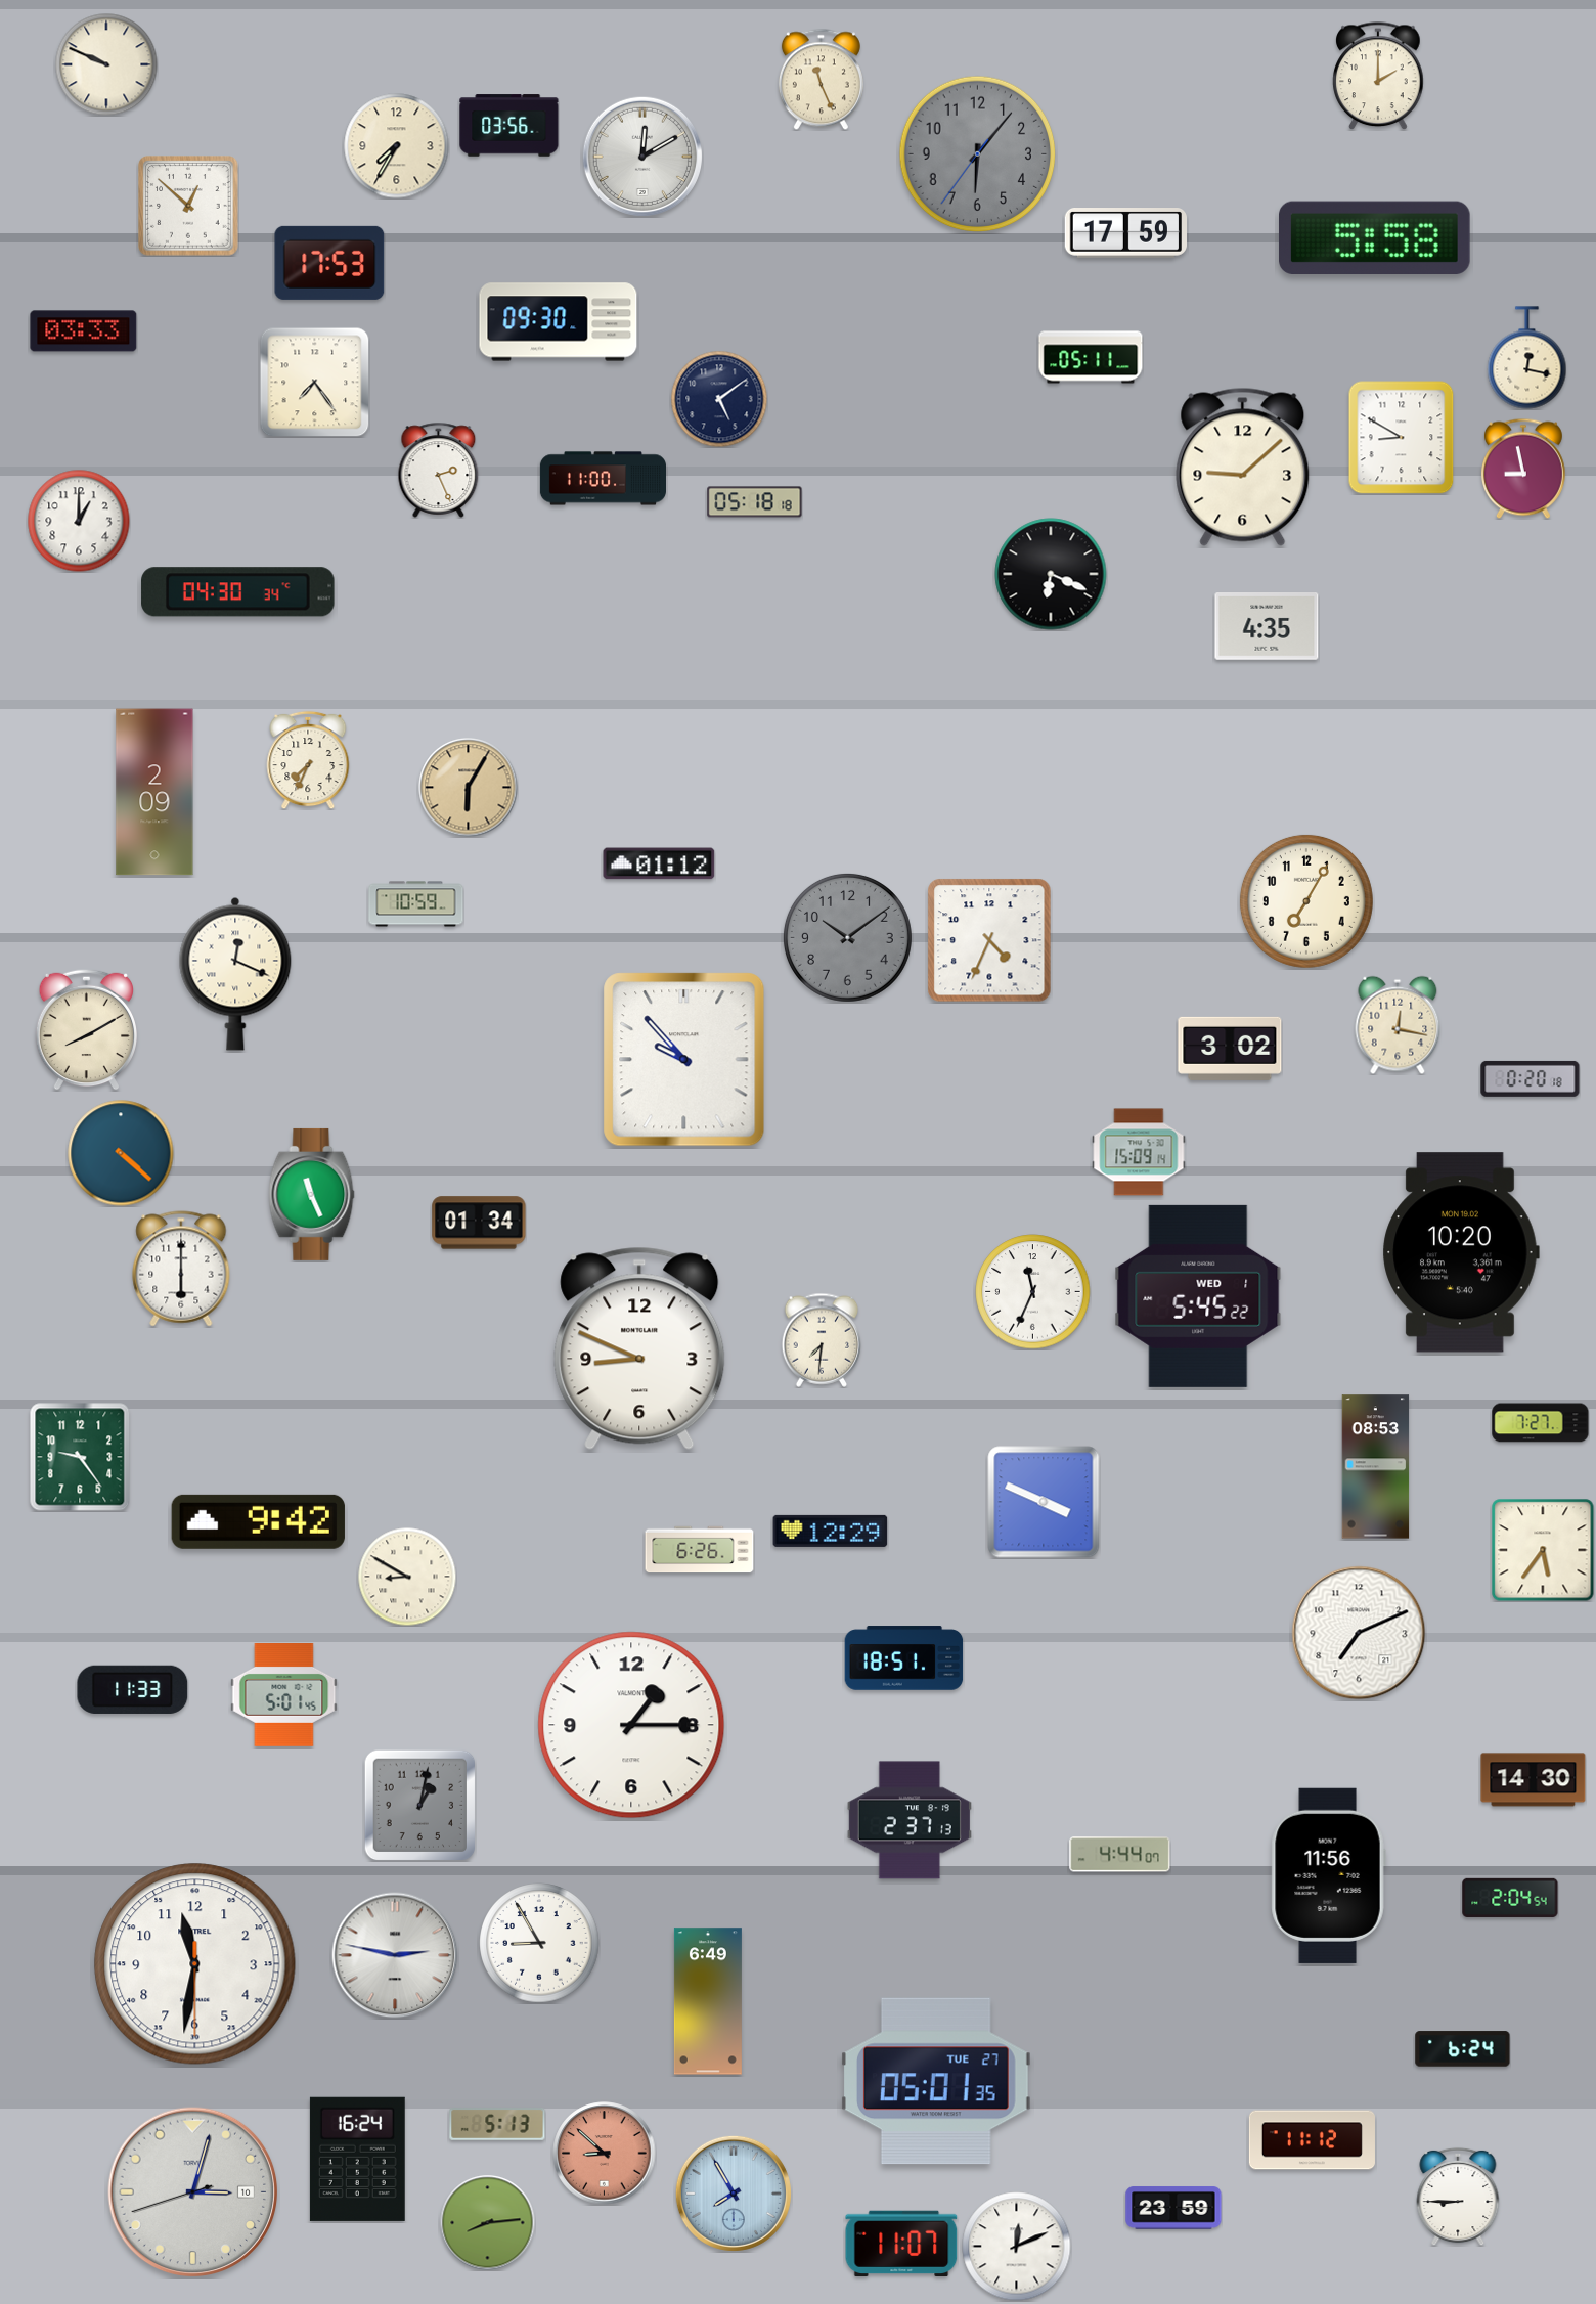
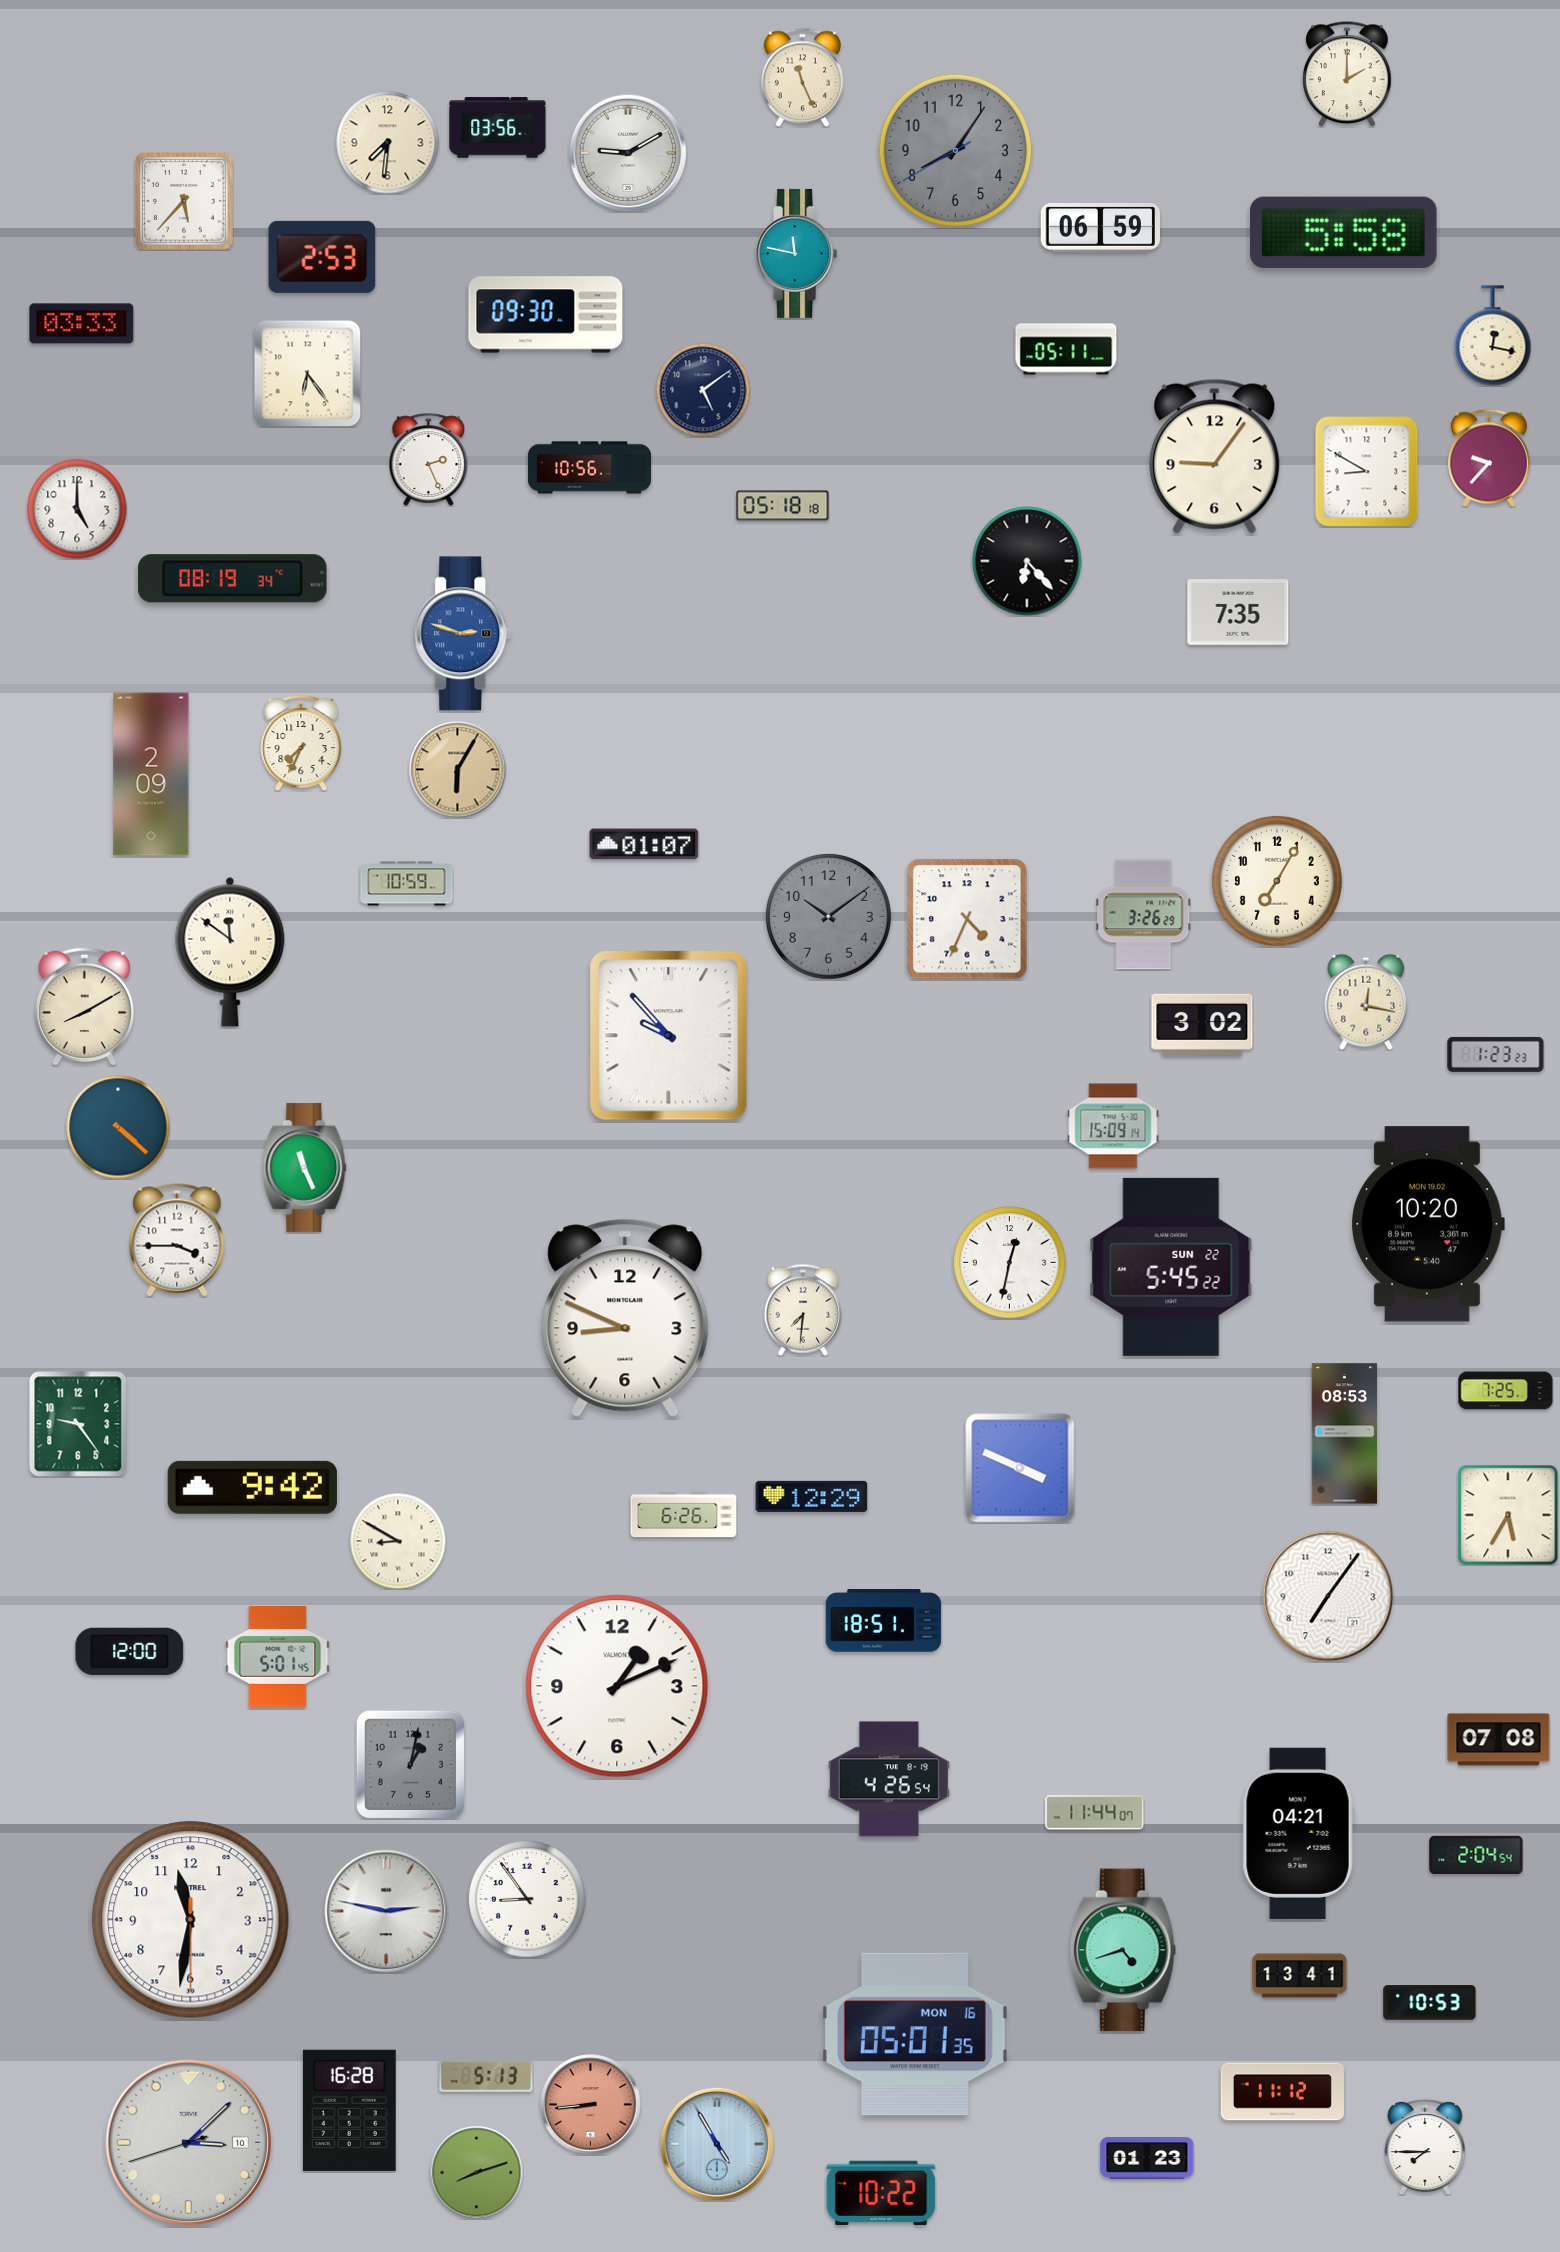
clock at (106, 64): 9:49 -> none
clock at (509, 126) position: (509, 126) -> (498, 128)
clock at (397, 146): 7:35 -> 7:31
clock at (978, 154): 6:06 -> 8:05
clock at (641, 156): 12:10 -> 9:10
clock at (188, 206): 12:52 -> 5:37
clock at (1126, 233): 17:59 -> 06:59
clock at (797, 253): none -> 11:47
clock at (329, 263): 17:53 -> 2:53
clock at (1527, 358) position: (1527, 358) -> (1493, 336)
clock at (314, 382): 7:24 -> 6:24
clock at (1402, 438) position: (1402, 438) -> (1367, 472)
clock at (1243, 467): 9:08 -> 9:06
clock at (1523, 469): 8:58 -> 9:37
clock at (603, 479): 11:00 -> 10:56
clock at (755, 502) position: (755, 502) -> (783, 506)
clock at (79, 521): 1:00 -> 5:00
clock at (1051, 574): 6:19 -> 6:23
clock at (238, 592): 04:30 -> 08:19
clock at (1267, 627): 4:35 -> 7:35
clock at (463, 634): none -> 2:48
clock at (659, 863): 01:12 -> 01:07
clock at (1144, 915): none -> 3:26
clock at (235, 974): 12:19 -> 11:51
clock at (1531, 1078): 0:20 -> 1:23
clock at (479, 1223): 01:34 -> none
clock at (181, 1269): 6:00 -> 3:45
clock at (1033, 1292): 11:34 -> 12:32
clock at (1198, 1296) date: WED 1 -> SUN 22
clock at (1541, 1423): 7:27 -> 7:25
clock at (1543, 1550): 5:36 -> 5:35
clock at (1359, 1633): 7:11 -> 7:06
clock at (133, 1689): 11:33 -> 12:00
clock at (631, 1725): 1:15 -> 1:11
clock at (1534, 1780): 14:30 -> 07:08
clock at (910, 1820): 2:37 -> 4:26
clock at (1120, 1855): 4:44 -> 11:44
clock at (1328, 1875): 11:56 -> 04:21
clock at (539, 1943): 8:55 -> 8:54
clock at (1123, 1950): none -> 4:42
clock at (708, 2001): 6:49 -> none
clock at (1300, 1976): none -> 13:41
clock at (1463, 2049): 6:24 -> 10:53
clock at (937, 2081) date: TUE 27 -> MON 16
clock at (605, 2154): 8:52 -> 8:44
clock at (357, 2159): 16:24 -> 16:28
clock at (193, 2192): 3:02 -> 3:07
clock at (734, 2194): 7:55 -> 4:55
clock at (1458, 2197): 8:45 -> 7:45
clock at (1173, 2208): 23:59 -> 01:23
clock at (487, 2222): 8:14 -> 8:12
clock at (901, 2243): 11:07 -> 10:22
clock at (1017, 2247): 12:11 -> none
